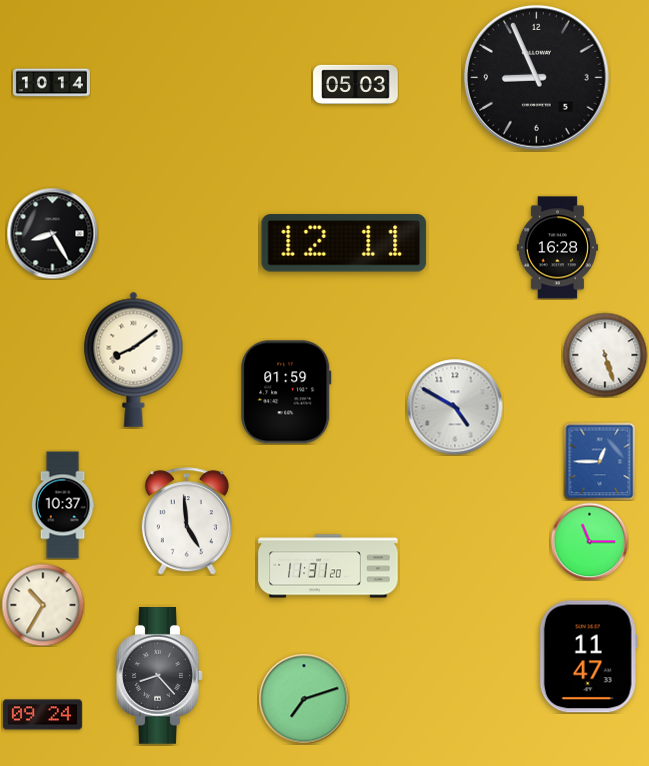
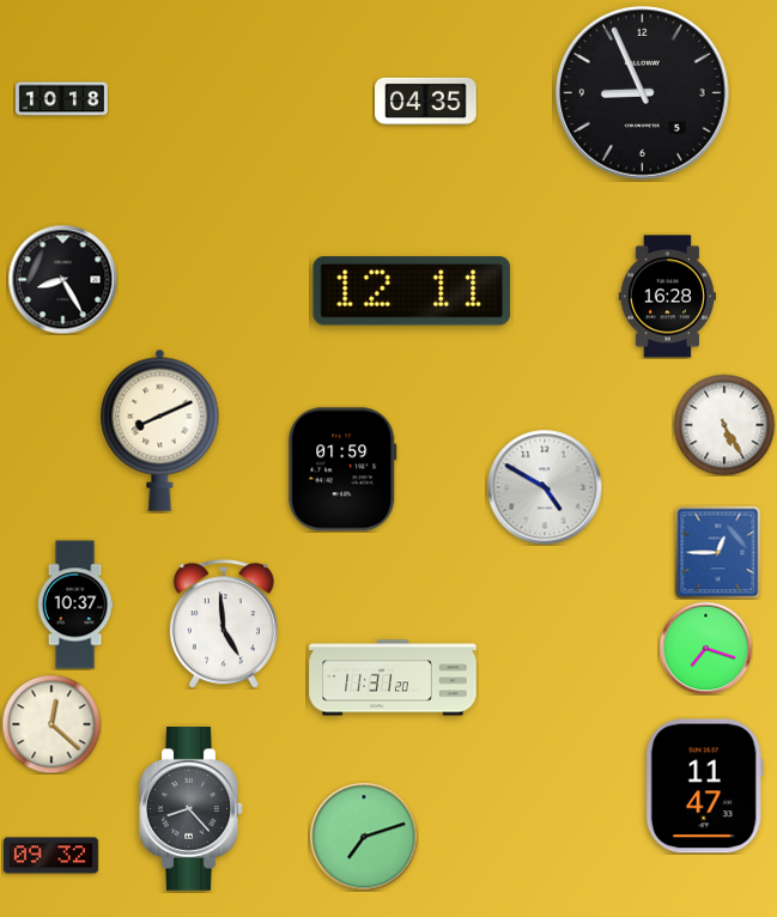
clock at (51, 83): 10:14 -> 10:18
clock at (356, 84): 05:03 -> 04:35
clock at (605, 355): 5:27 -> 5:25
clock at (134, 359): 8:09 -> 8:11
clock at (589, 541): 11:15 -> 7:18
clock at (43, 605): 10:35 -> 12:22
clock at (42, 715): 09:24 -> 09:32
